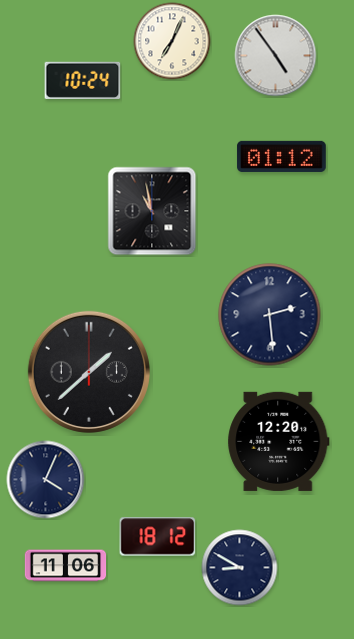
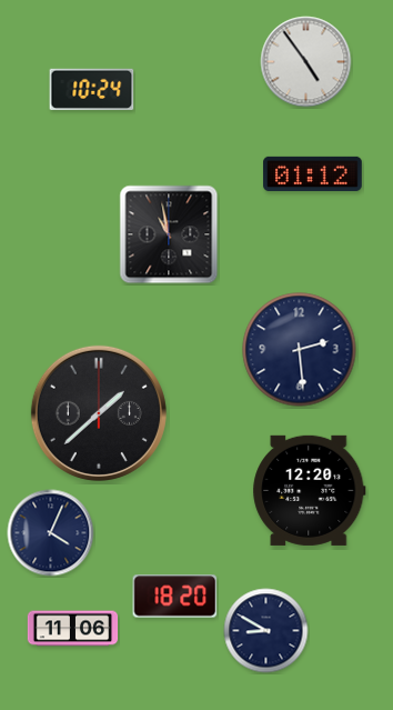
clock at (172, 41): 7:04 -> none
clock at (158, 537): 18:12 -> 18:20
